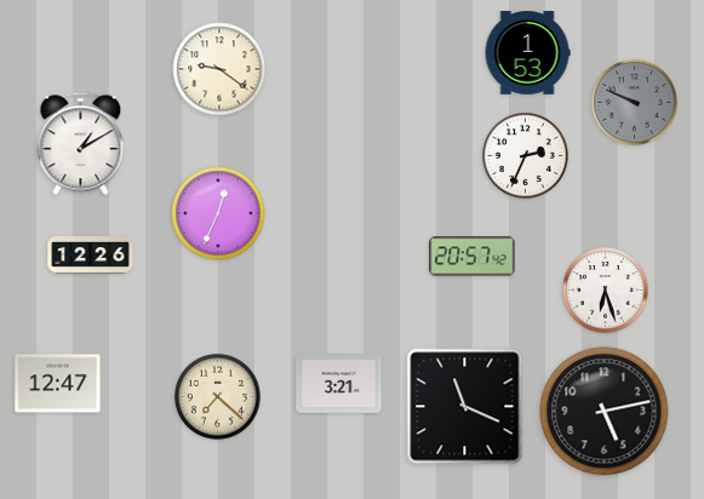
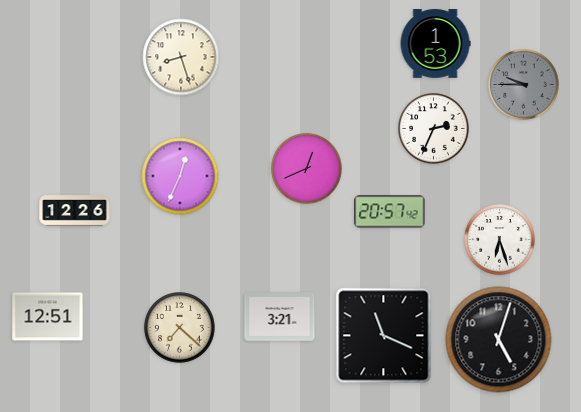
clock at (219, 69): 9:21 -> 8:27
clock at (635, 103): 9:49 -> 9:45
clock at (81, 144): 1:10 -> none
clock at (307, 169): none -> 12:41
clock at (58, 384): 12:47 -> 12:51
clock at (605, 412): 5:13 -> 5:03
